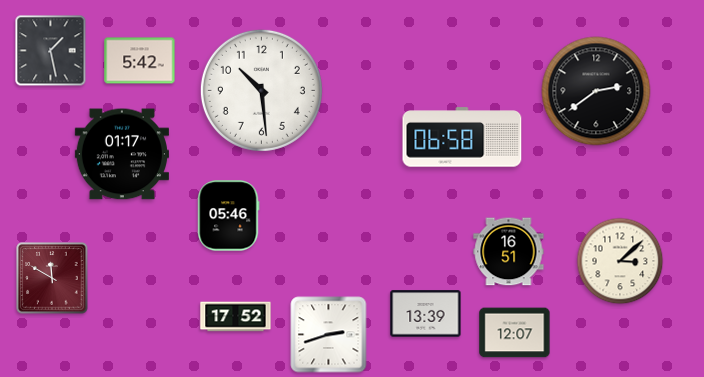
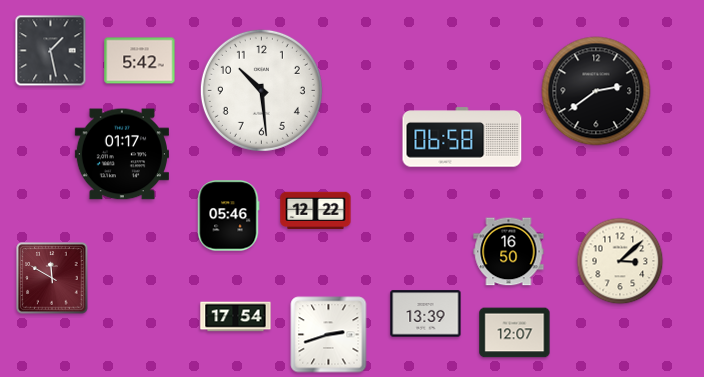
clock at (316, 211): none -> 12:22
clock at (509, 252): 16:51 -> 16:50
clock at (236, 317): 17:52 -> 17:54
